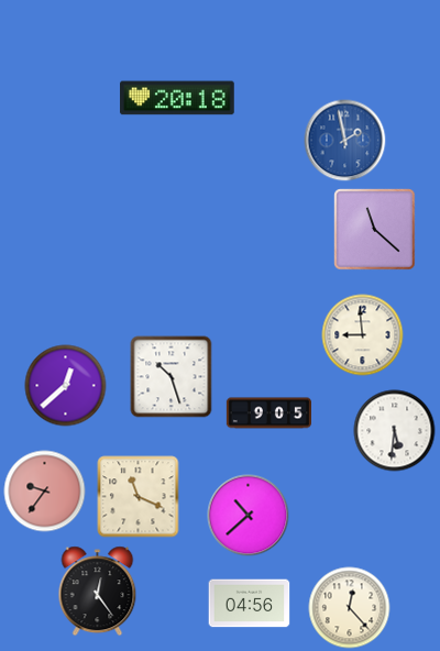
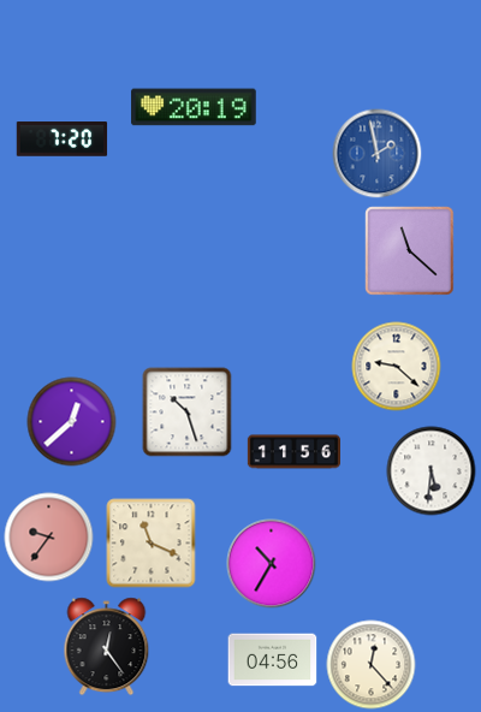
clock at (177, 98): 20:18 -> 20:19
clock at (63, 140): none -> 7:20
clock at (363, 335): 8:59 -> 9:22
clock at (268, 413): 9:05 -> 11:56
clock at (249, 516): 10:38 -> 10:35
clock at (350, 608) position: (350, 608) -> (372, 665)
